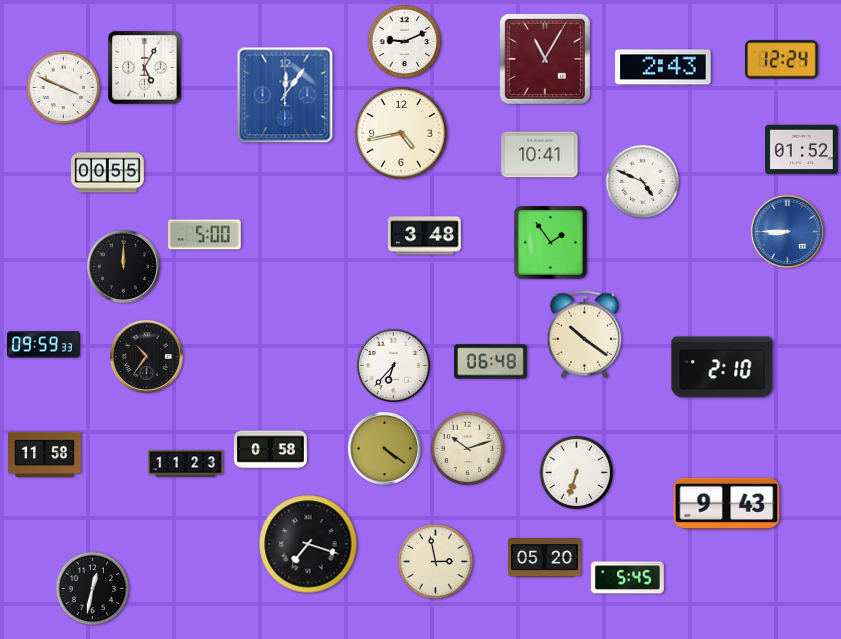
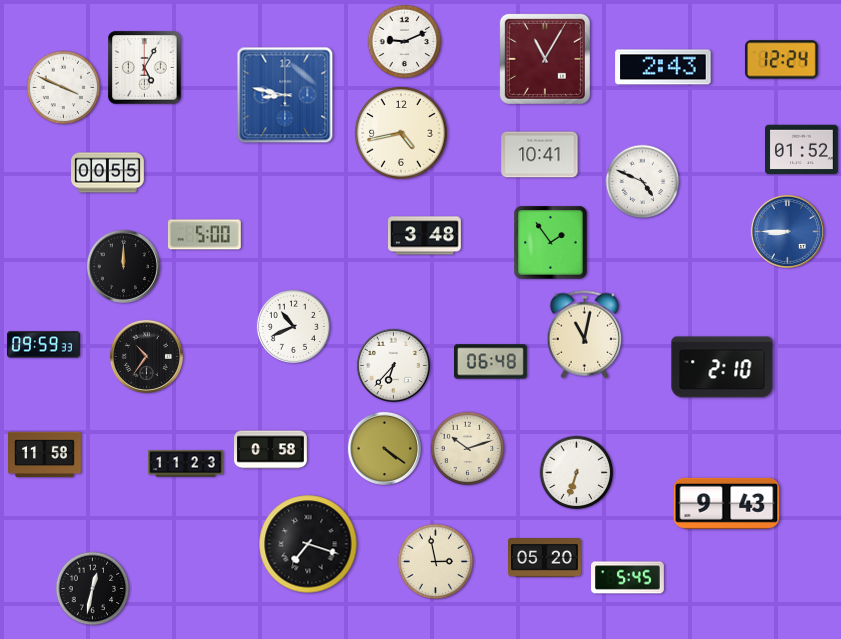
clock at (285, 95): 12:06 -> 8:47
clock at (293, 326): none -> 10:41
clock at (584, 335): 10:21 -> 11:02
